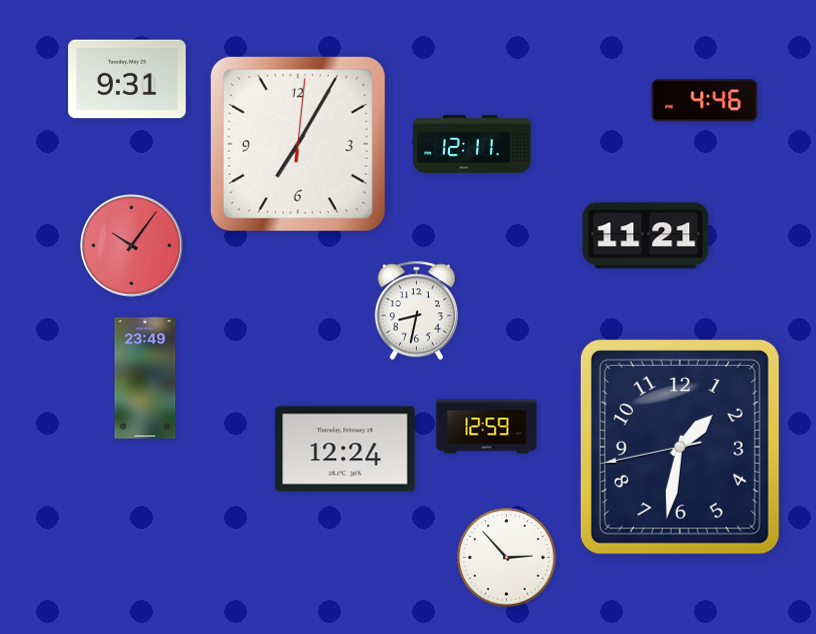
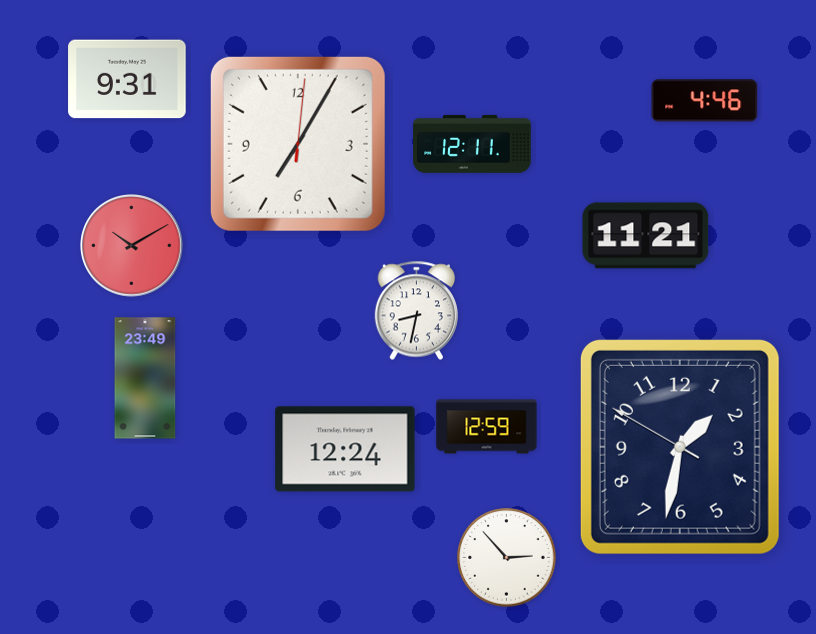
clock at (132, 246): 10:06 -> 10:10
clock at (680, 447): 1:31:43 -> 1:31:50
